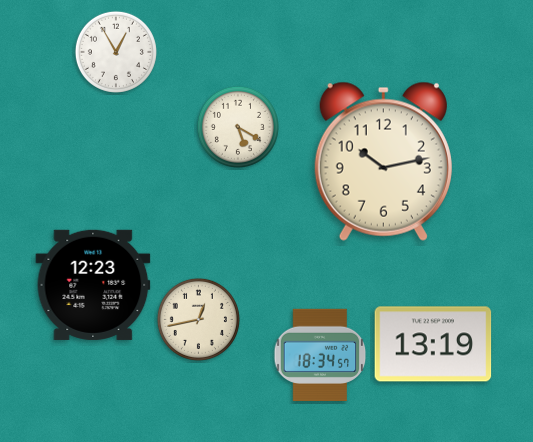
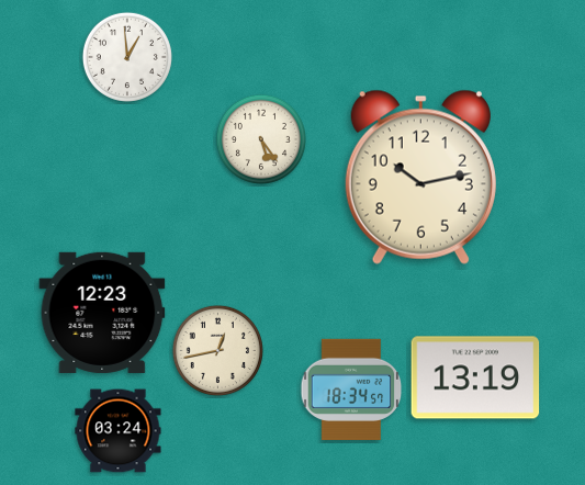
clock at (116, 52): 12:55 -> 12:59
clock at (238, 127): 5:20 -> 5:24
clock at (119, 431): none -> 03:24
